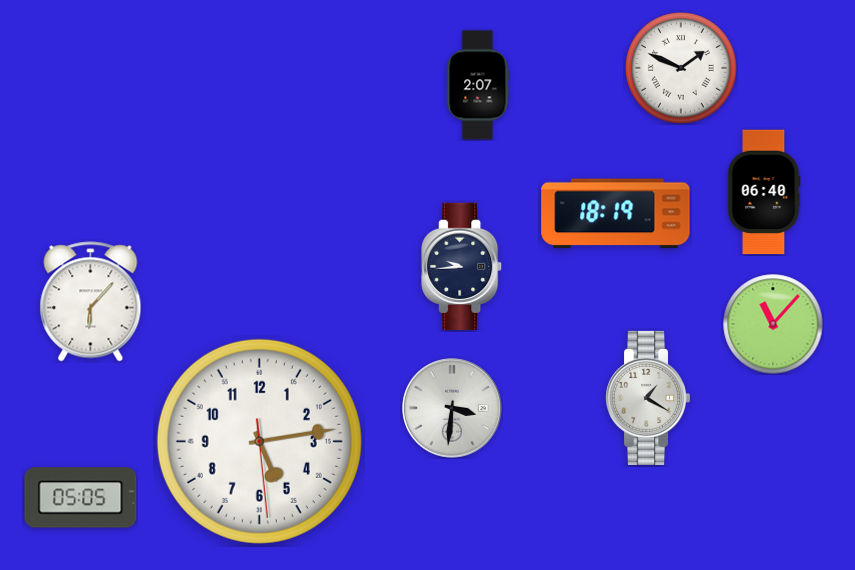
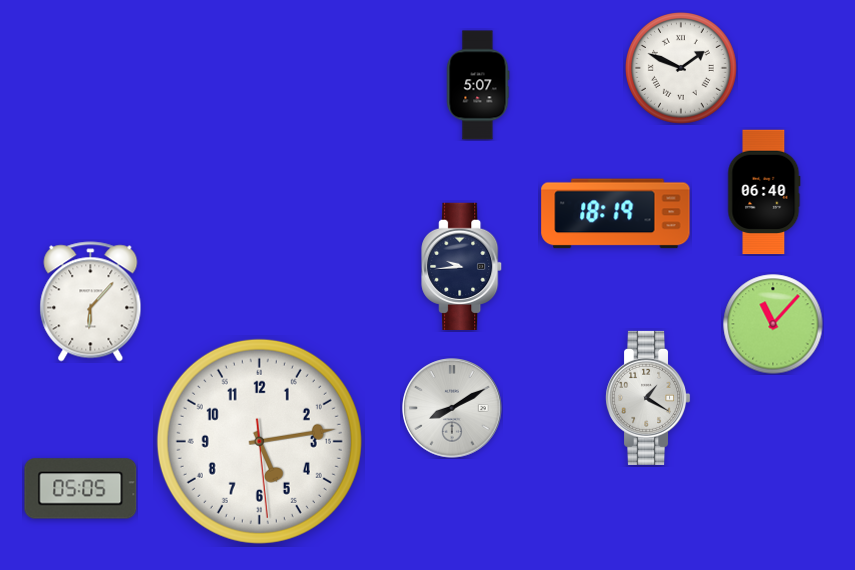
clock at (478, 85): 2:07 -> 5:07
clock at (452, 408): 3:31 -> 8:10
clock at (81, 498) position: (81, 498) -> (81, 489)
